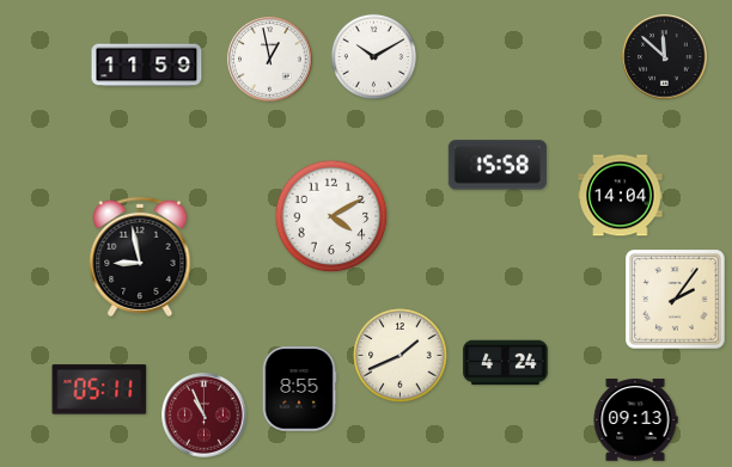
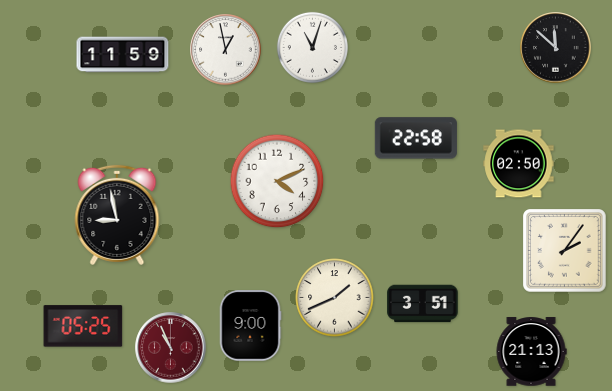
clock at (373, 56): 10:10 -> 11:03
clock at (498, 165): 15:58 -> 22:58
clock at (621, 196): 14:04 -> 02:50
clock at (331, 216): 4:10 -> 4:11
clock at (506, 363): 4:24 -> 3:51
clock at (99, 389): 05:11 -> 05:25
clock at (299, 389): 8:55 -> 9:00
clock at (635, 420): 09:13 -> 21:13
